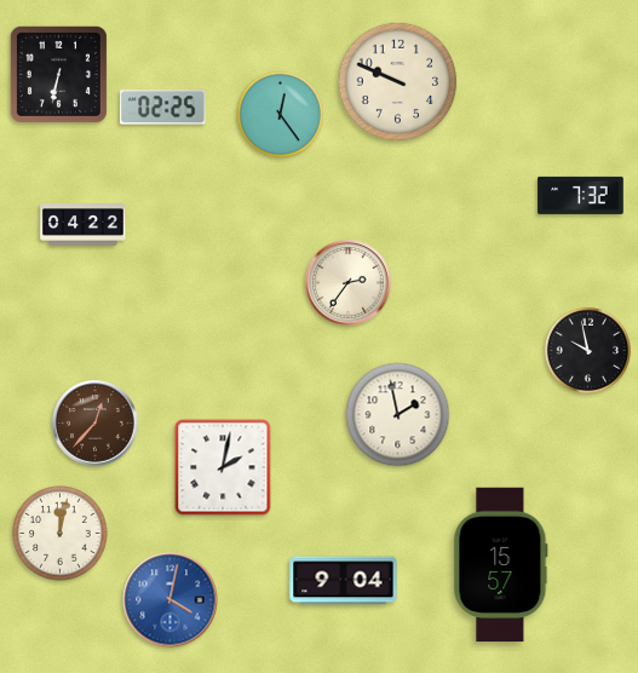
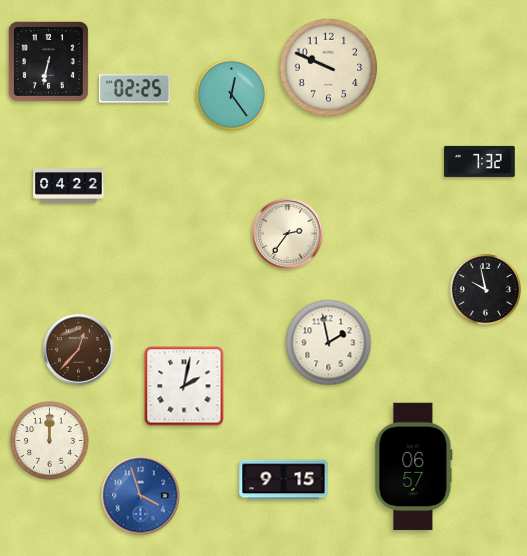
clock at (61, 534): 12:02 -> 12:00
clock at (501, 565): 15:57 -> 06:57
clock at (344, 581): 9:04 -> 9:15
clock at (171, 600): 4:02 -> 3:57
